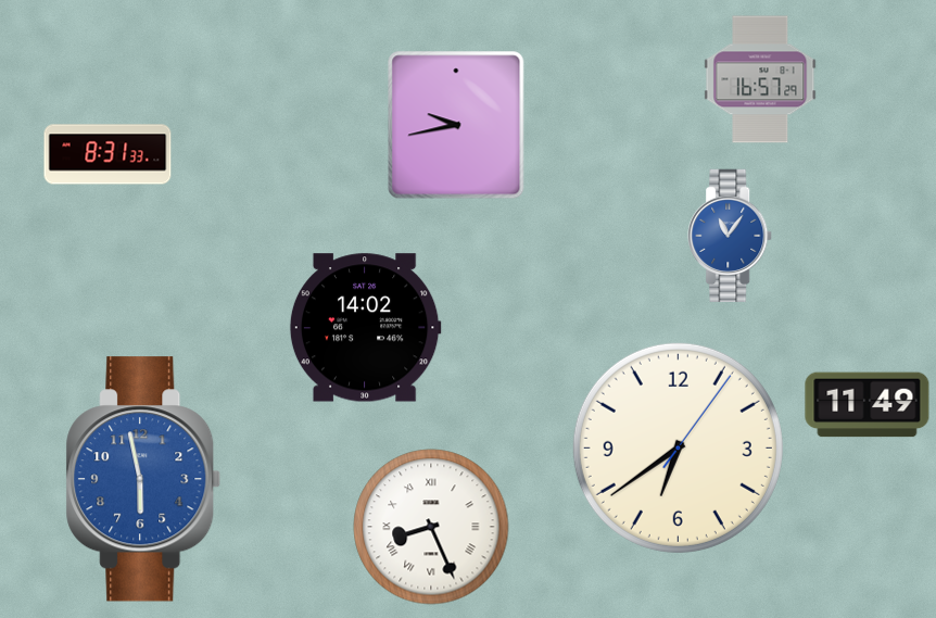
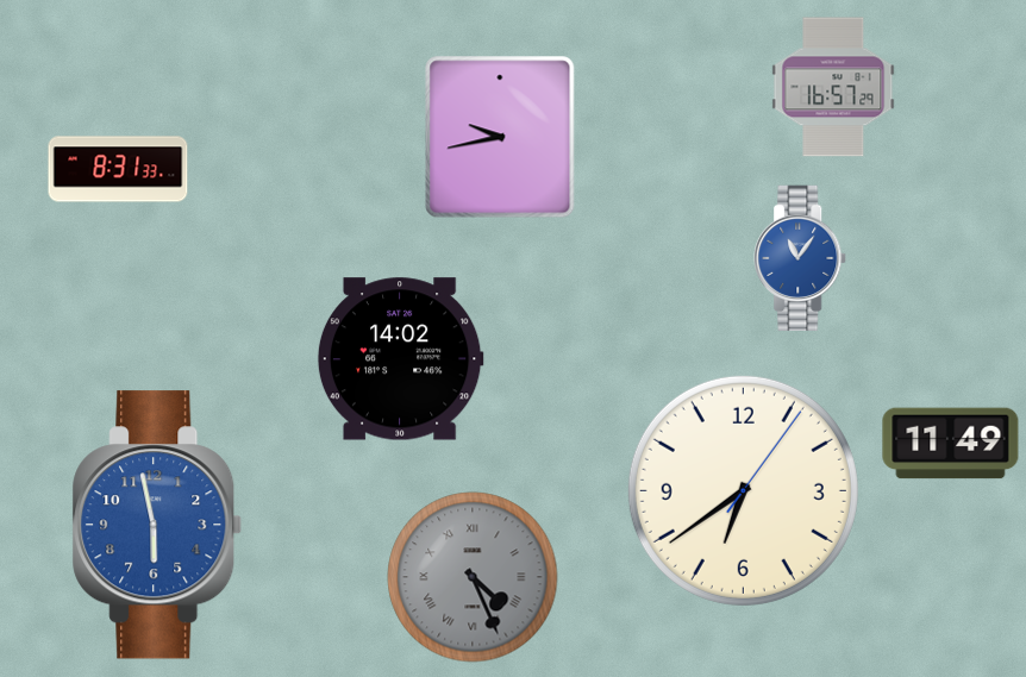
clock at (431, 527): 8:26 -> 4:26
clock at (431, 527) dial: white -> grey
